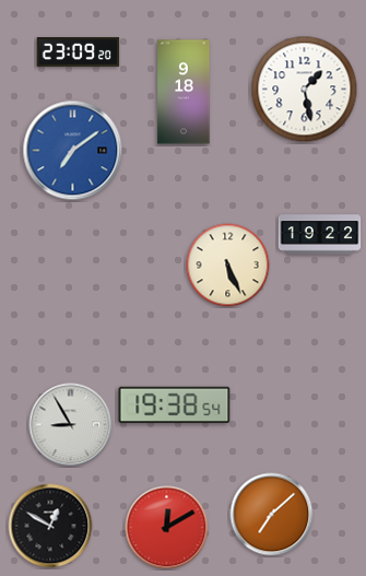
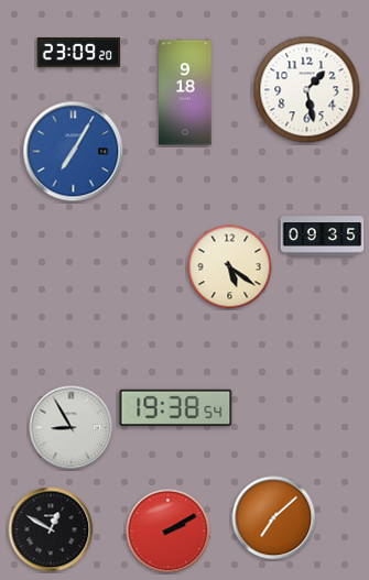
clock at (73, 151): 7:09 -> 7:05
clock at (320, 235): 19:22 -> 09:35
clock at (228, 266): 5:26 -> 5:21
clock at (167, 528): 12:10 -> 2:10
